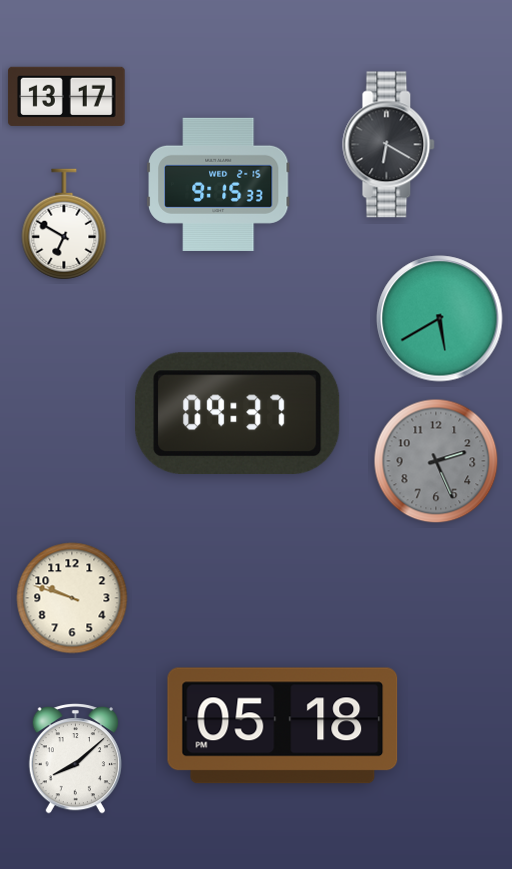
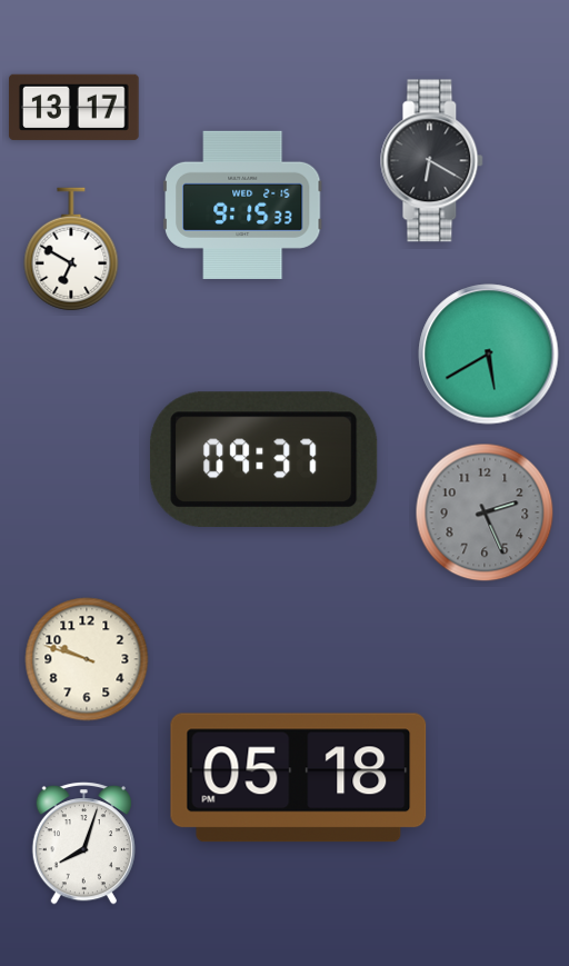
clock at (72, 598) position: (72, 598) -> (87, 659)
clock at (283, 726) position: (283, 726) -> (299, 778)
clock at (75, 759): 8:08 -> 8:03
